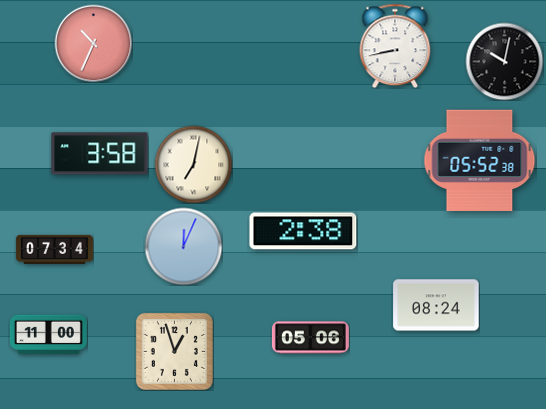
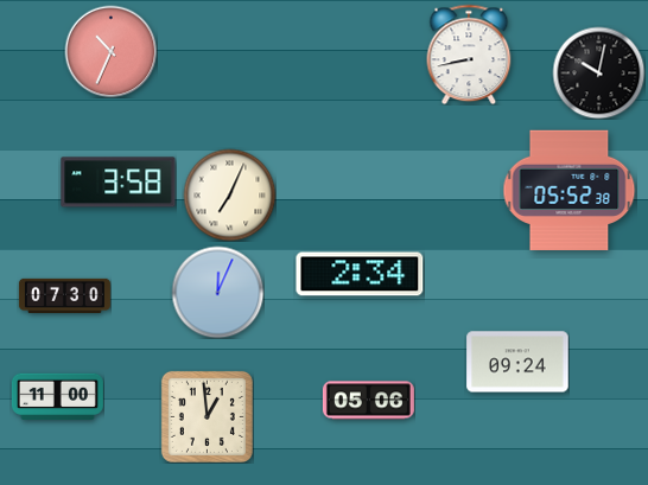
clock at (193, 164): 7:02 -> 7:04
clock at (303, 231): 2:38 -> 2:34
clock at (54, 249): 07:34 -> 07:30
clock at (436, 305): 08:24 -> 09:24
clock at (174, 351): 12:57 -> 12:59
